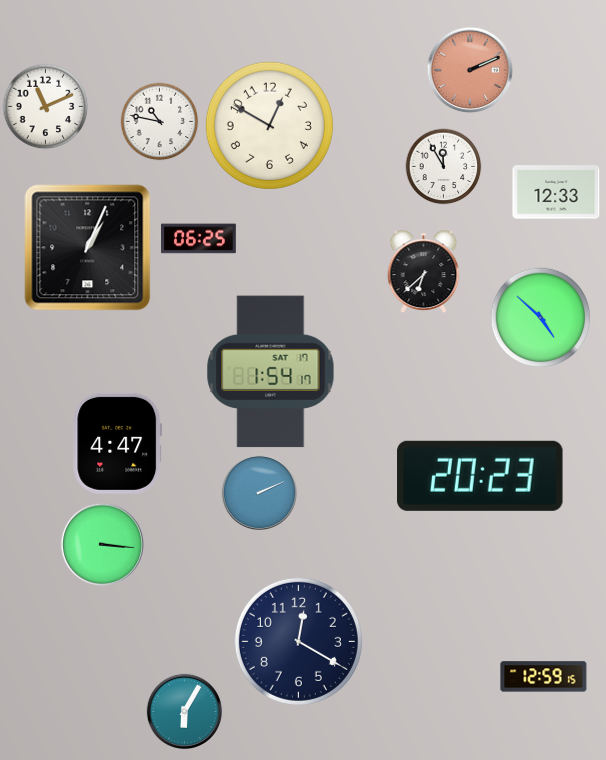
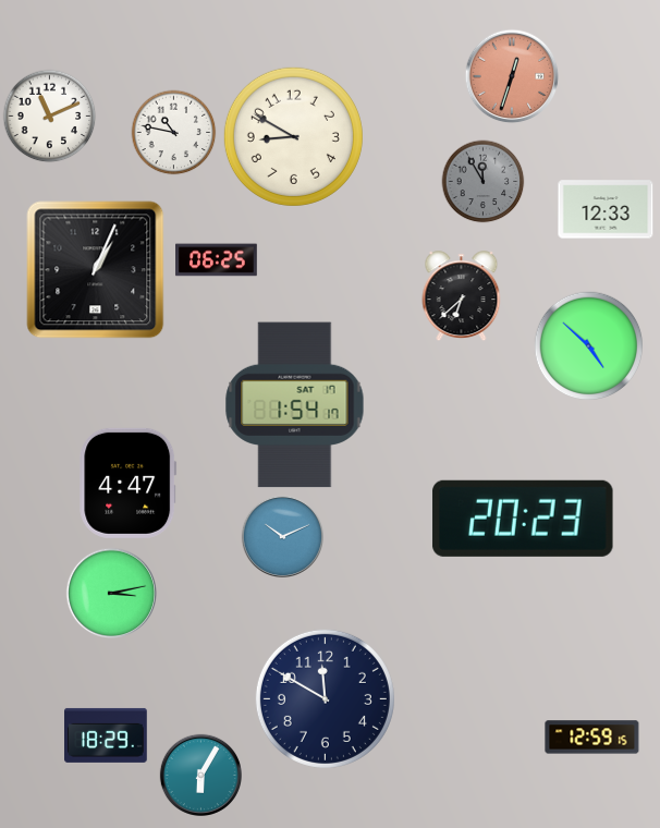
clock at (470, 70): 2:11 -> 12:33
clock at (269, 125): 12:50 -> 8:50
clock at (444, 167) dial: white -> grey
clock at (259, 492): 2:11 -> 10:11
clock at (103, 545): 3:16 -> 3:13
clock at (298, 641): 12:20 -> 11:50
clock at (106, 735): none -> 18:29
